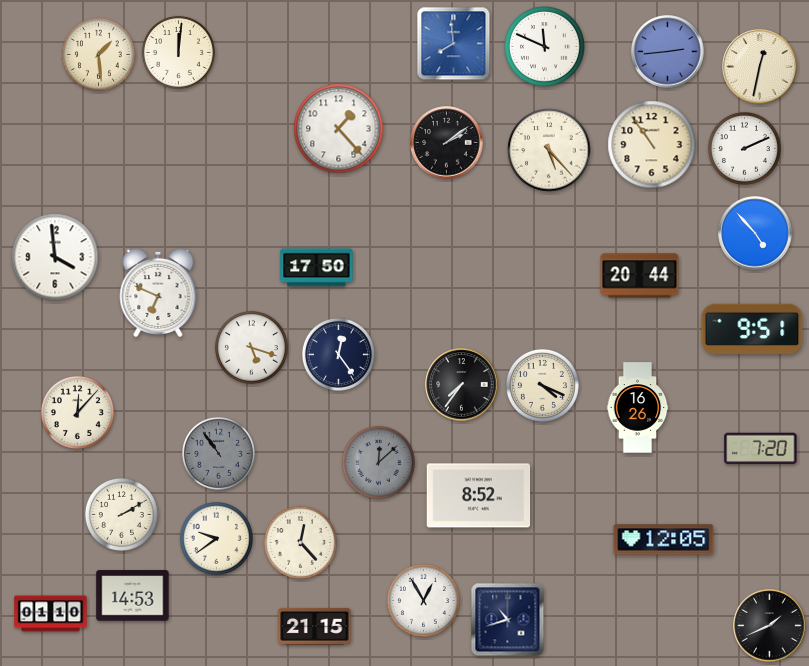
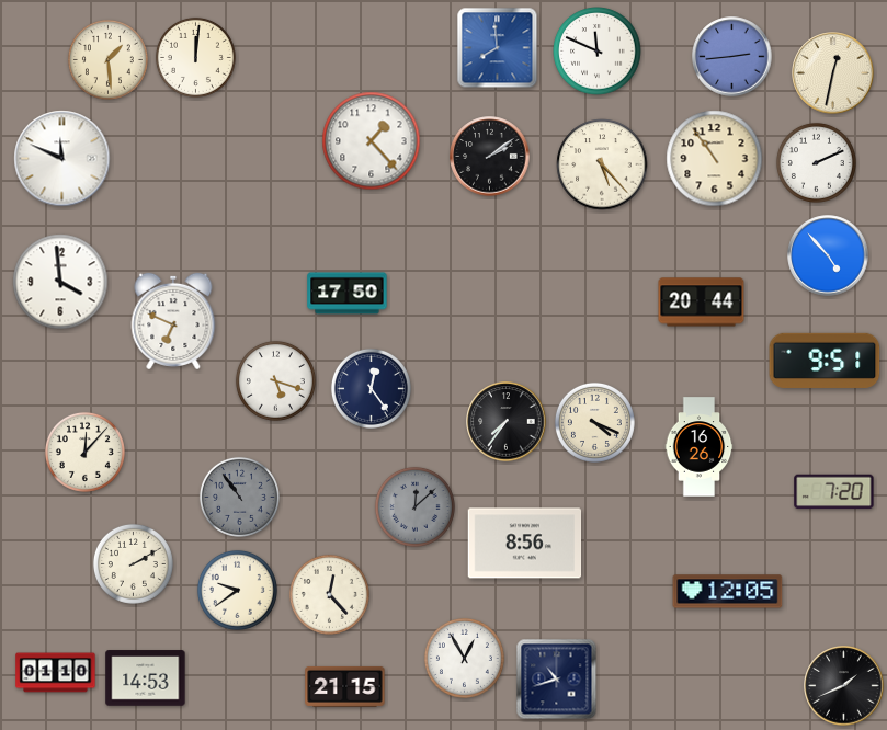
clock at (62, 159): none -> 11:49
clock at (479, 496): 8:52 -> 8:56
clock at (133, 596) position: (133, 596) -> (146, 678)
